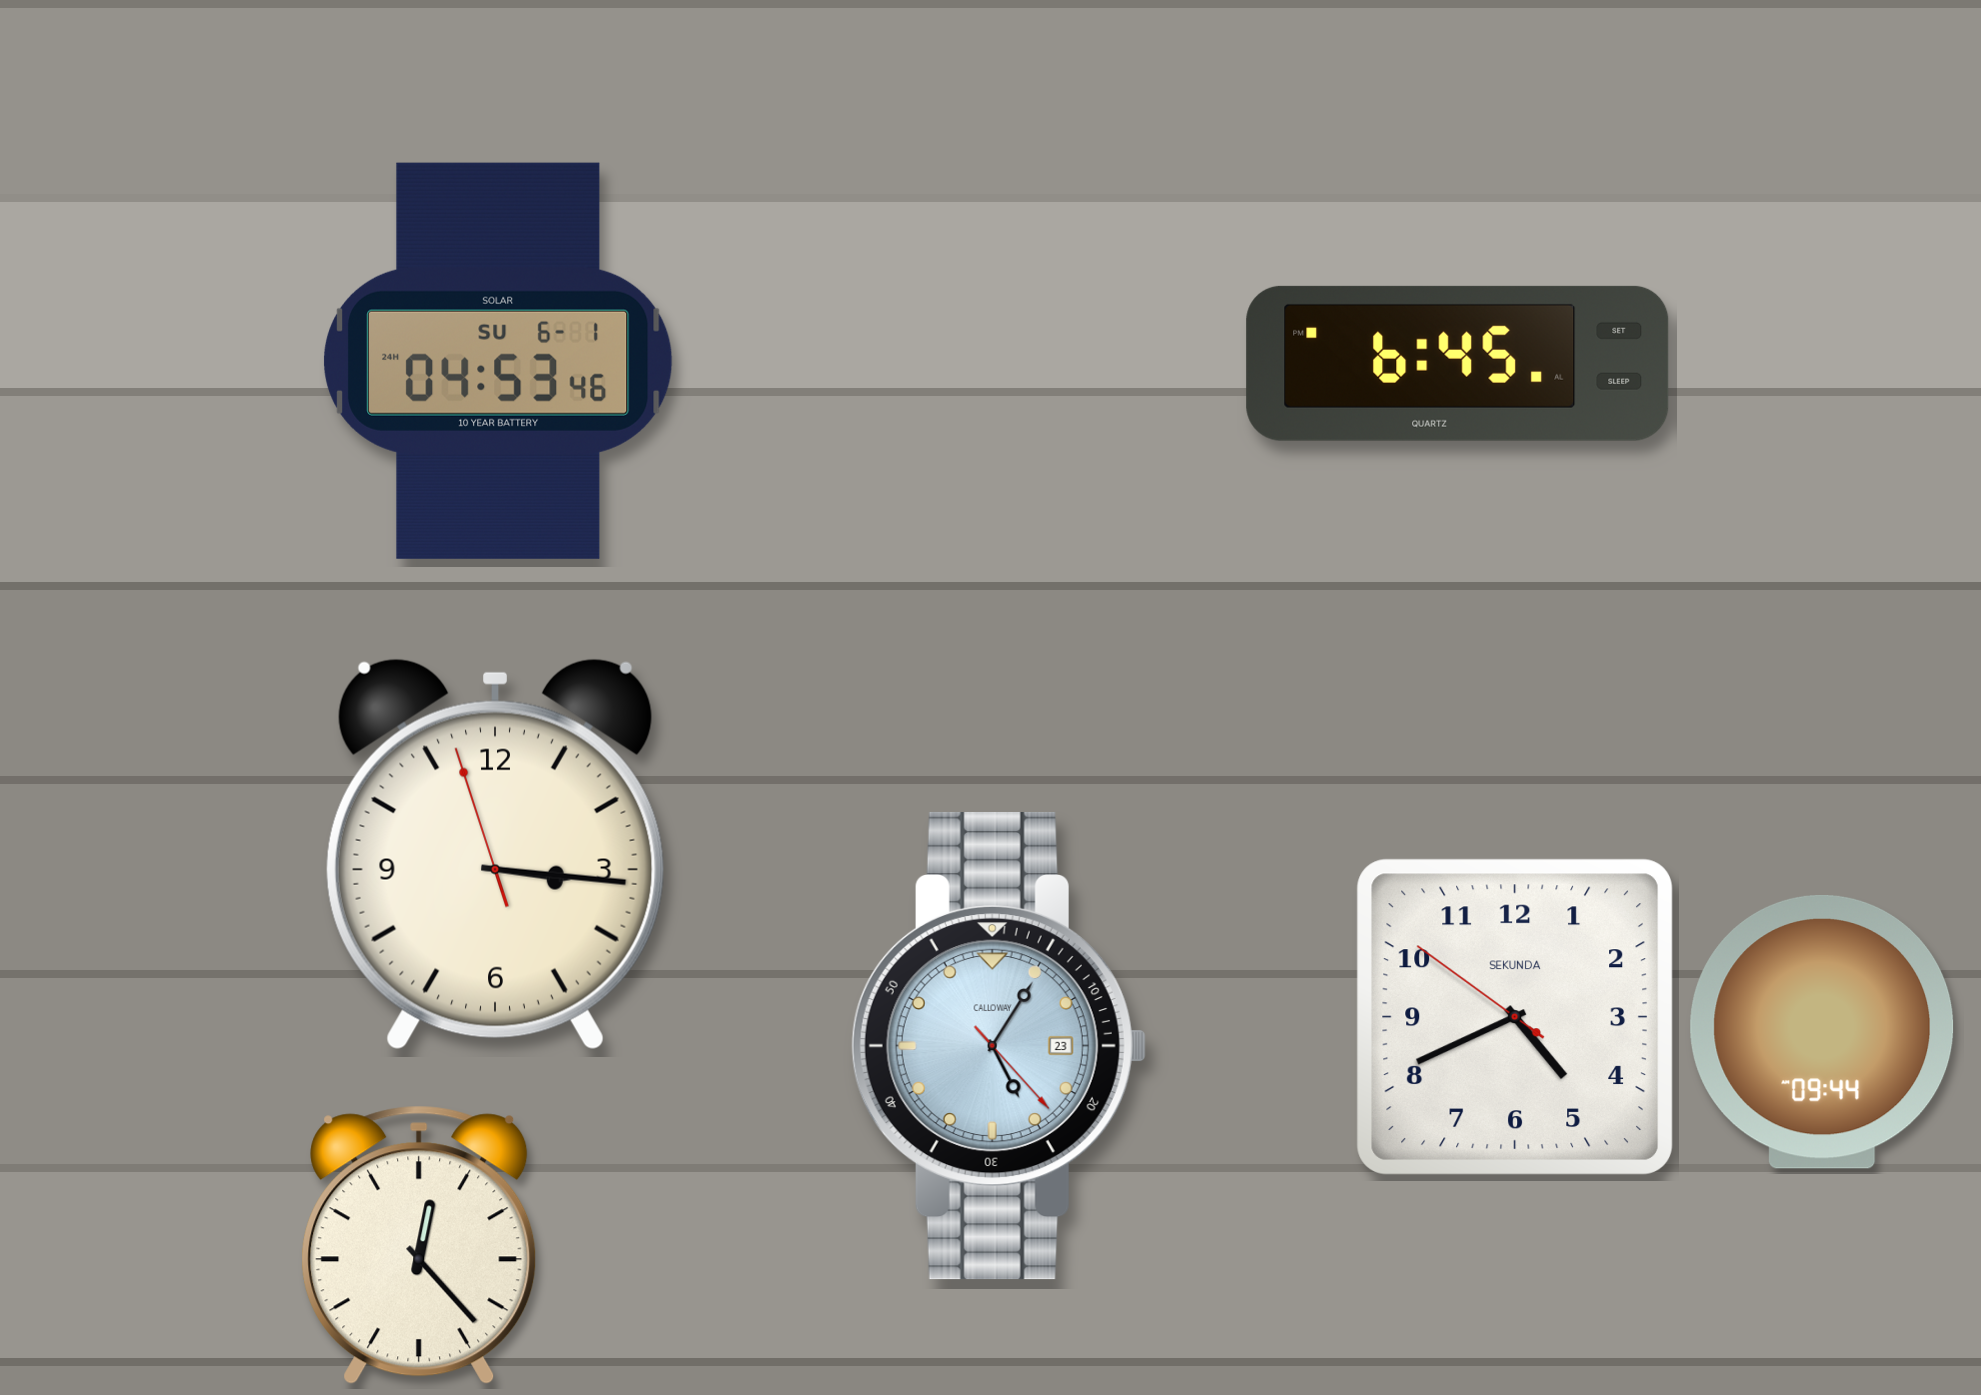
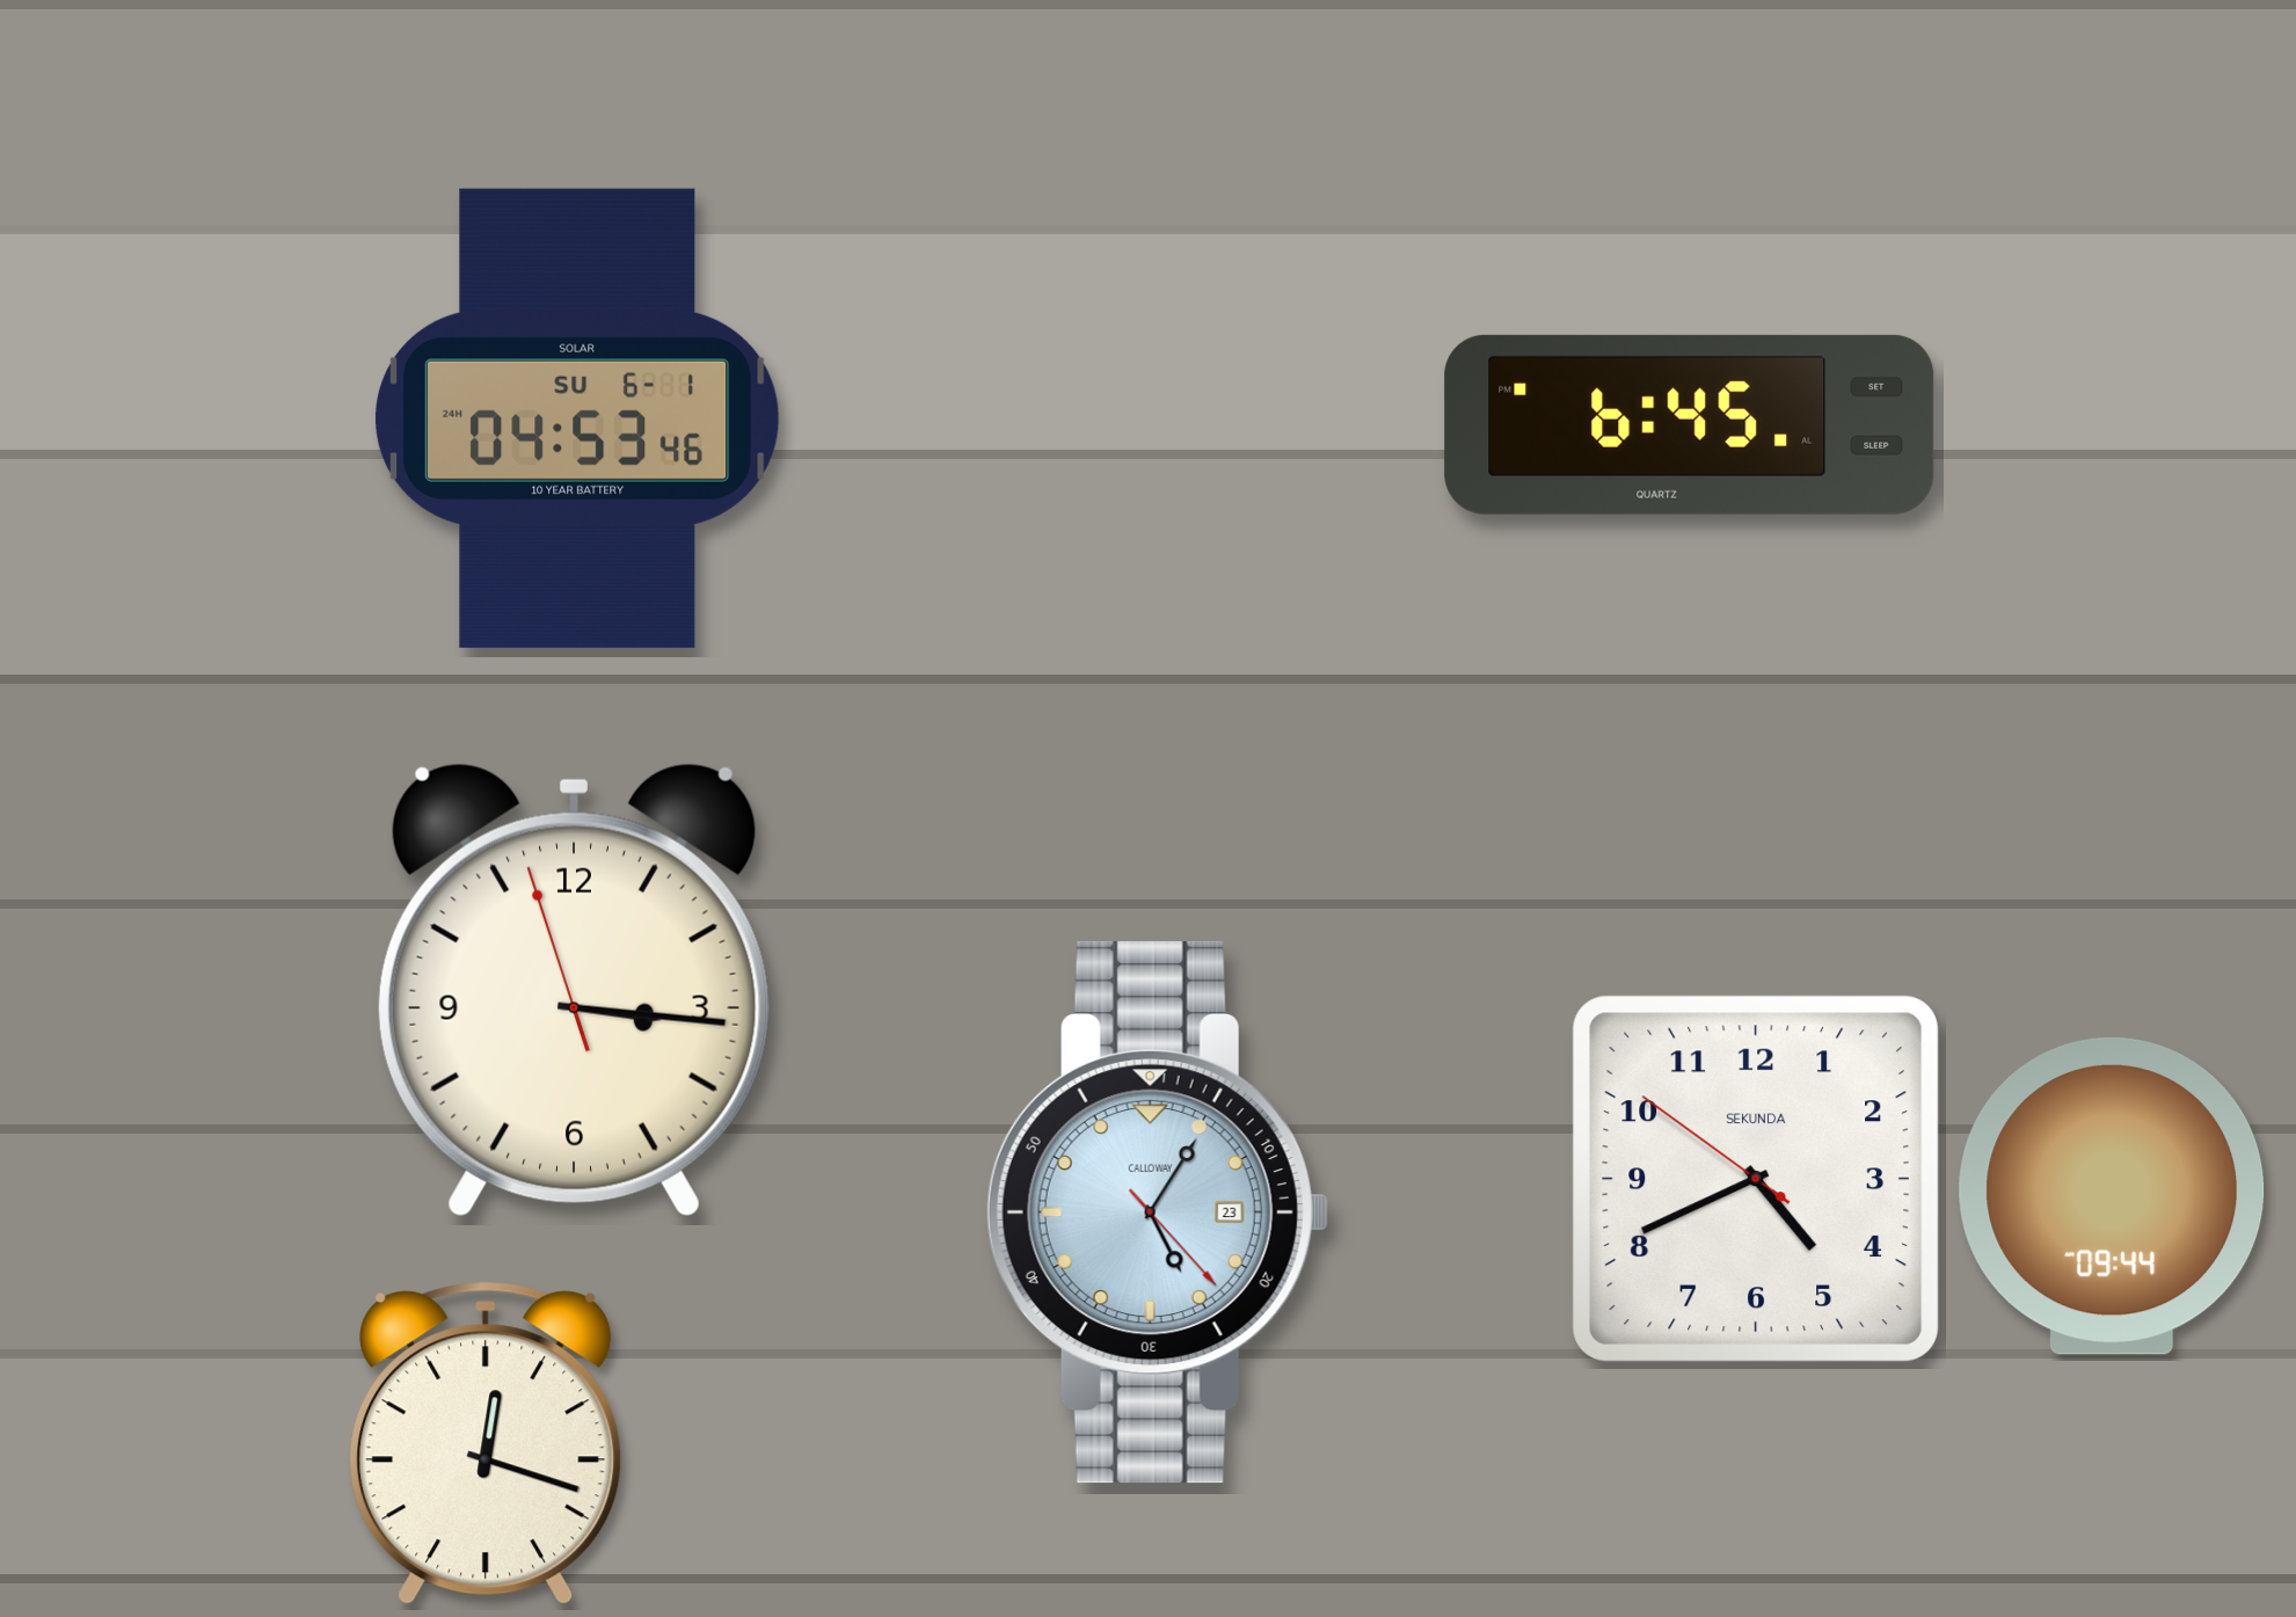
clock at (1458, 363) position: (1458, 363) -> (1690, 424)
clock at (419, 1245): 12:23 -> 12:18
